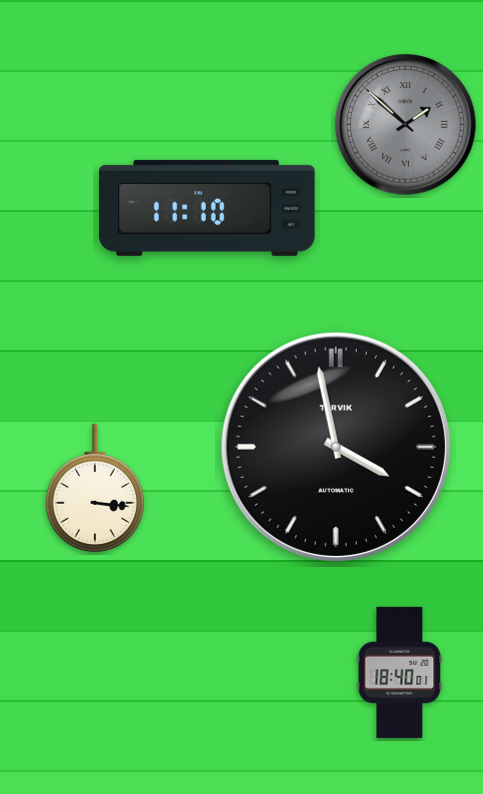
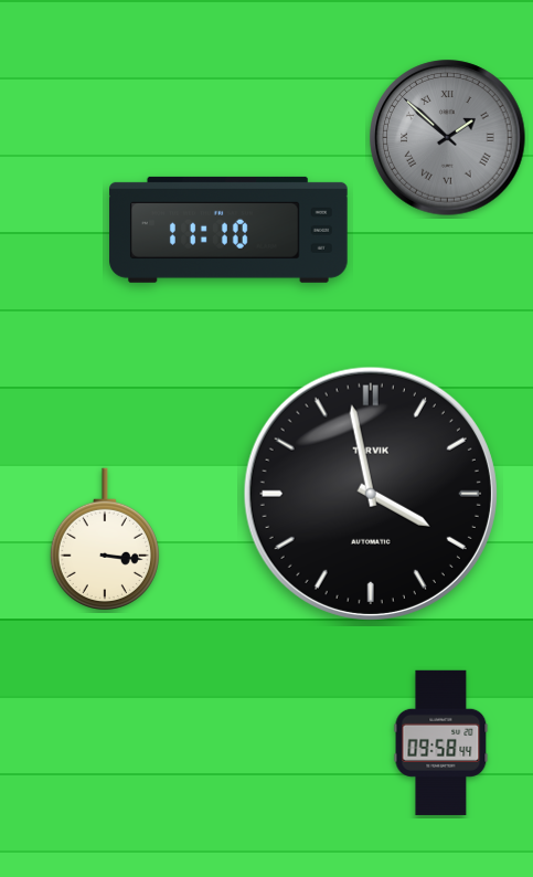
clock at (400, 672): 18:40 -> 09:58
